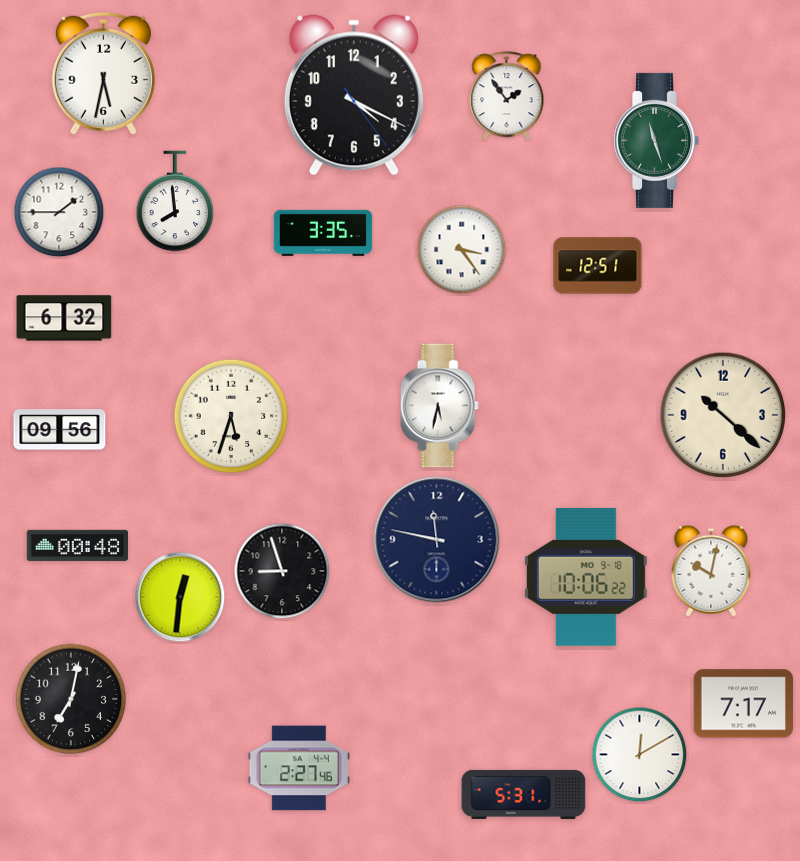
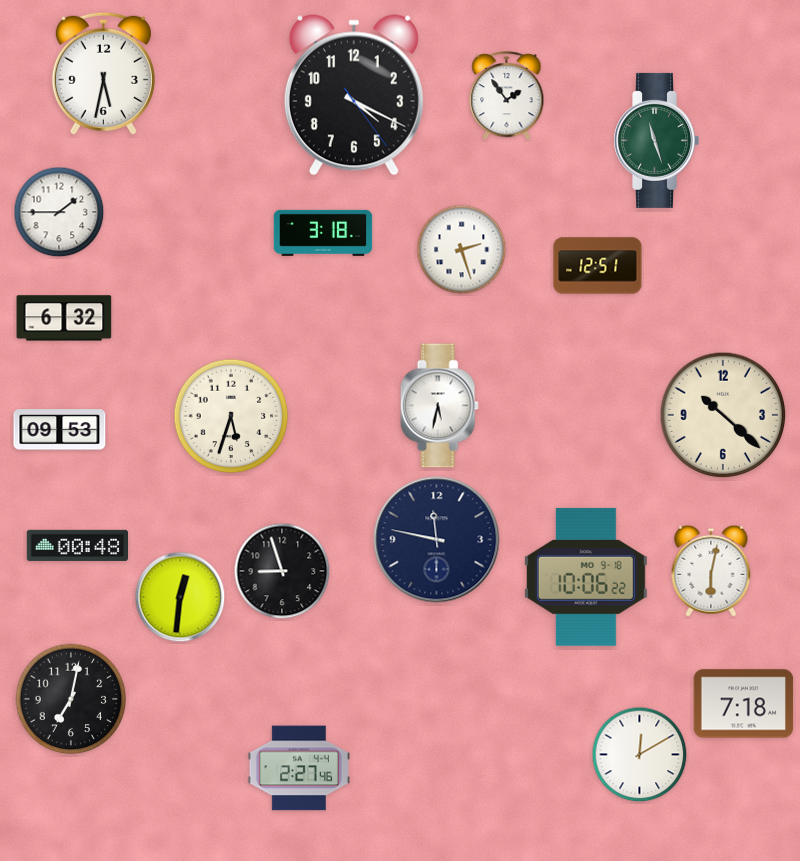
clock at (175, 201): 7:59 -> none
clock at (323, 233): 3:35 -> 3:18
clock at (462, 250): 3:24 -> 2:27
clock at (60, 430): 09:56 -> 09:53
clock at (711, 571): 10:02 -> 6:02
clock at (744, 704): 7:17 -> 7:18
clock at (524, 794): 5:31 -> none
